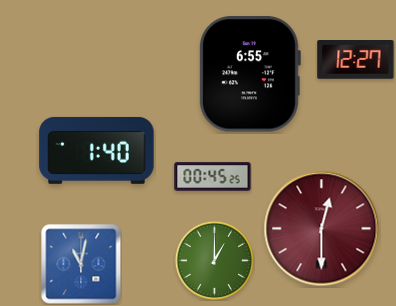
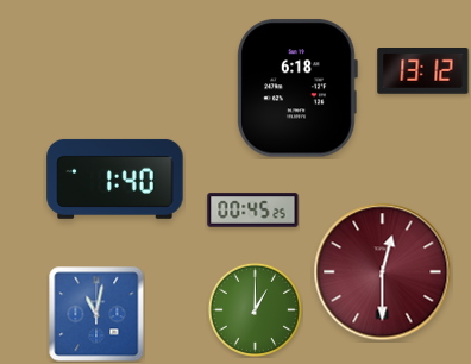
clock at (356, 60): 12:27 -> 13:12
clock at (250, 74): 6:55 -> 6:18
